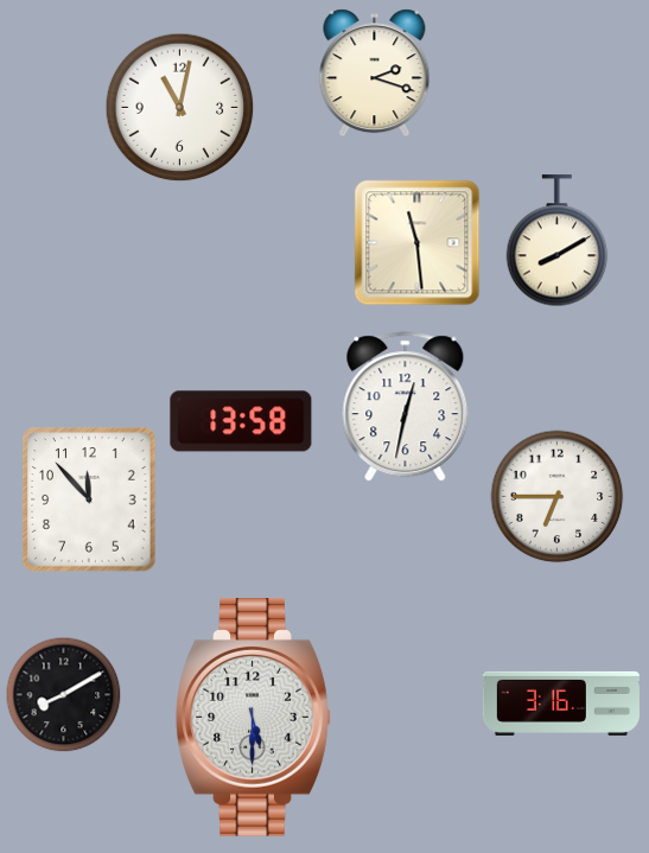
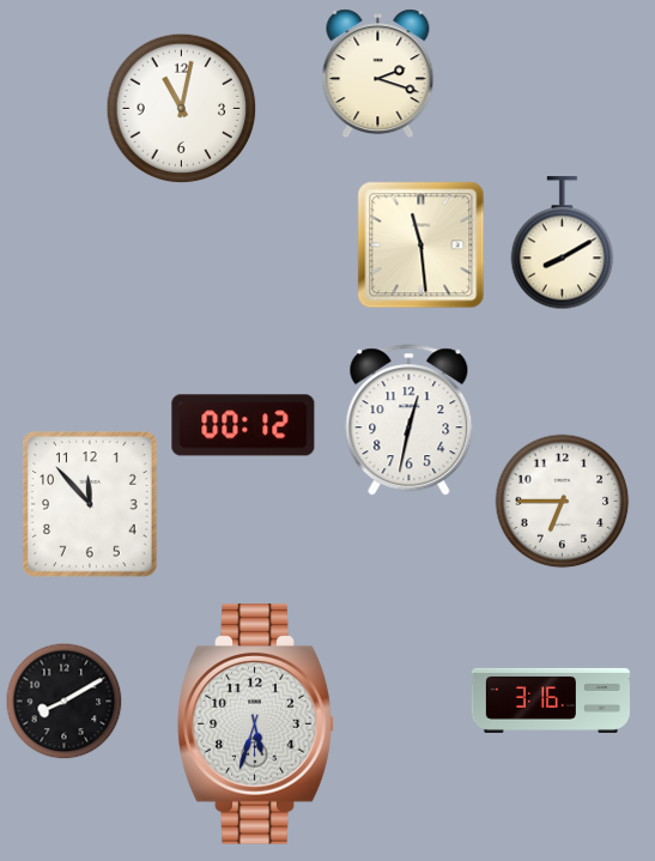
clock at (406, 407) position: (406, 407) -> (410, 420)
clock at (241, 421): 13:58 -> 00:12
clock at (561, 704) position: (561, 704) -> (551, 701)
clock at (254, 718): 5:30 -> 5:33
